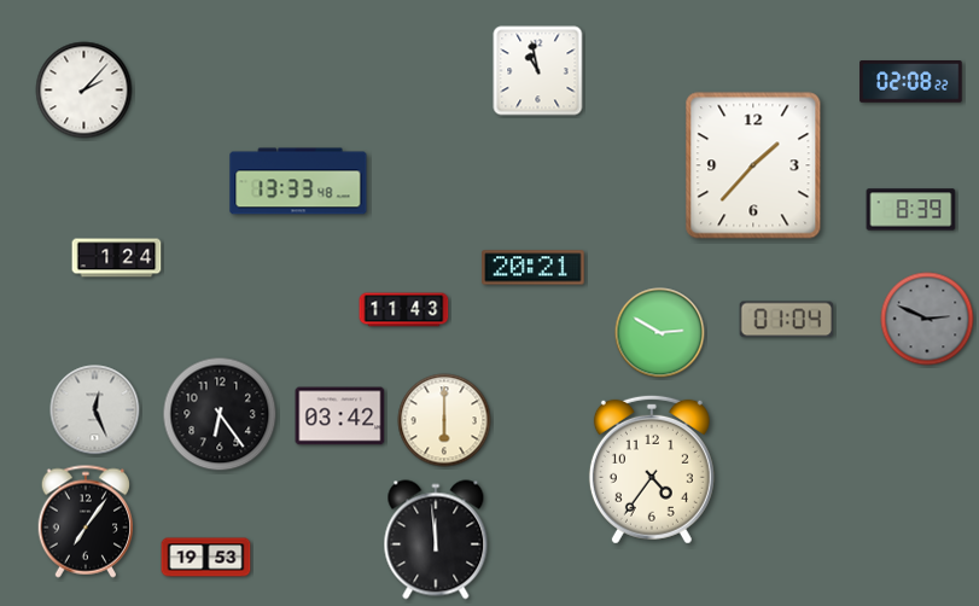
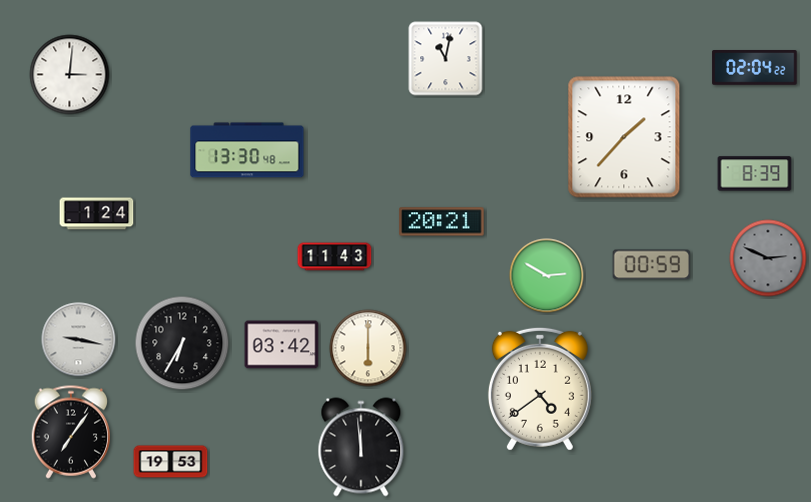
clock at (538, 71): 10:58 -> 11:02
clock at (911, 82): 02:08 -> 02:04
clock at (85, 91): 2:07 -> 3:01
clock at (298, 181): 13:33 -> 13:30
clock at (927, 319) position: (927, 319) -> (768, 258)
clock at (787, 320): 01:04 -> 00:59
clock at (95, 410): 12:26 -> 9:17
clock at (220, 414): 6:24 -> 6:35
clock at (652, 470): 4:36 -> 4:39
